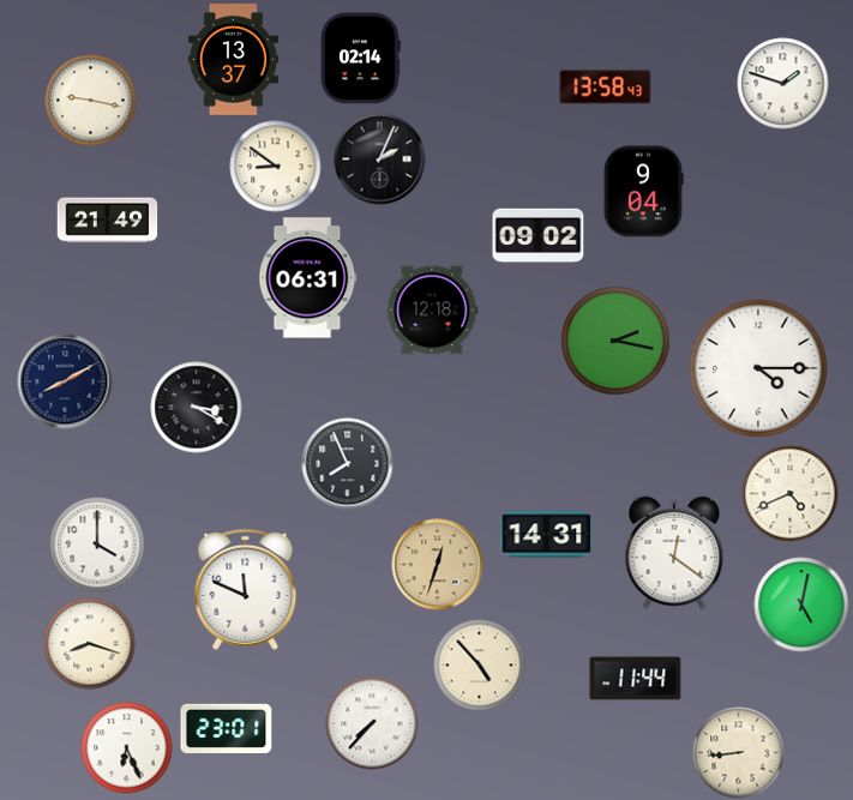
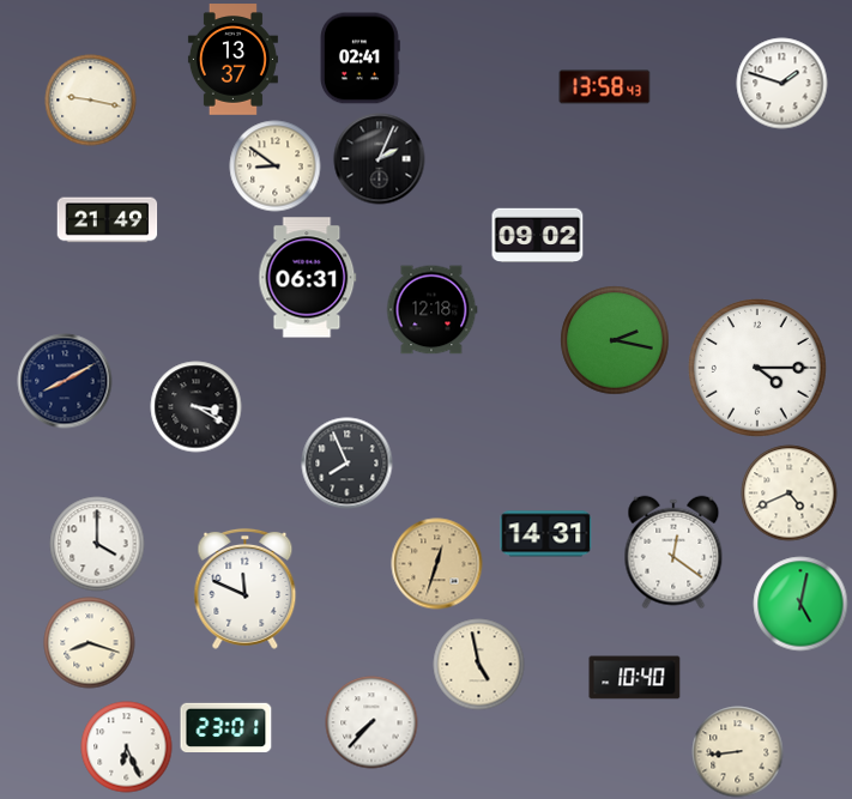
clock at (361, 59): 02:14 -> 02:41
clock at (644, 192): 9:04 -> none
clock at (480, 666): 4:53 -> 4:58
clock at (636, 679): 11:44 -> 10:40
